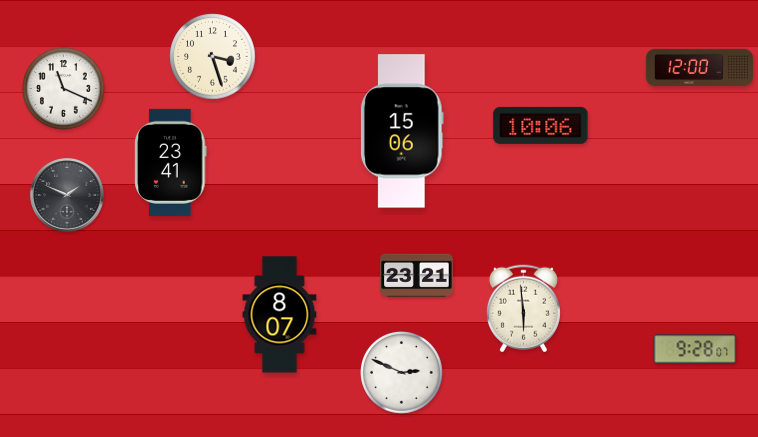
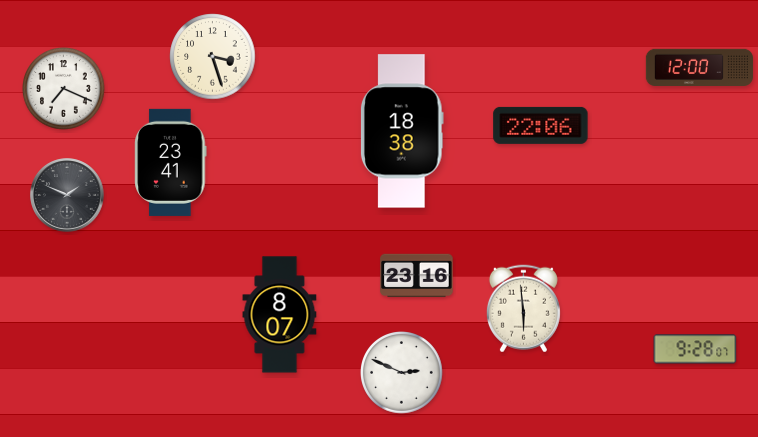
clock at (64, 89): 11:19 -> 7:19
clock at (541, 125): 10:06 -> 22:06
clock at (402, 131): 15:06 -> 18:38
clock at (417, 276): 23:21 -> 23:16
